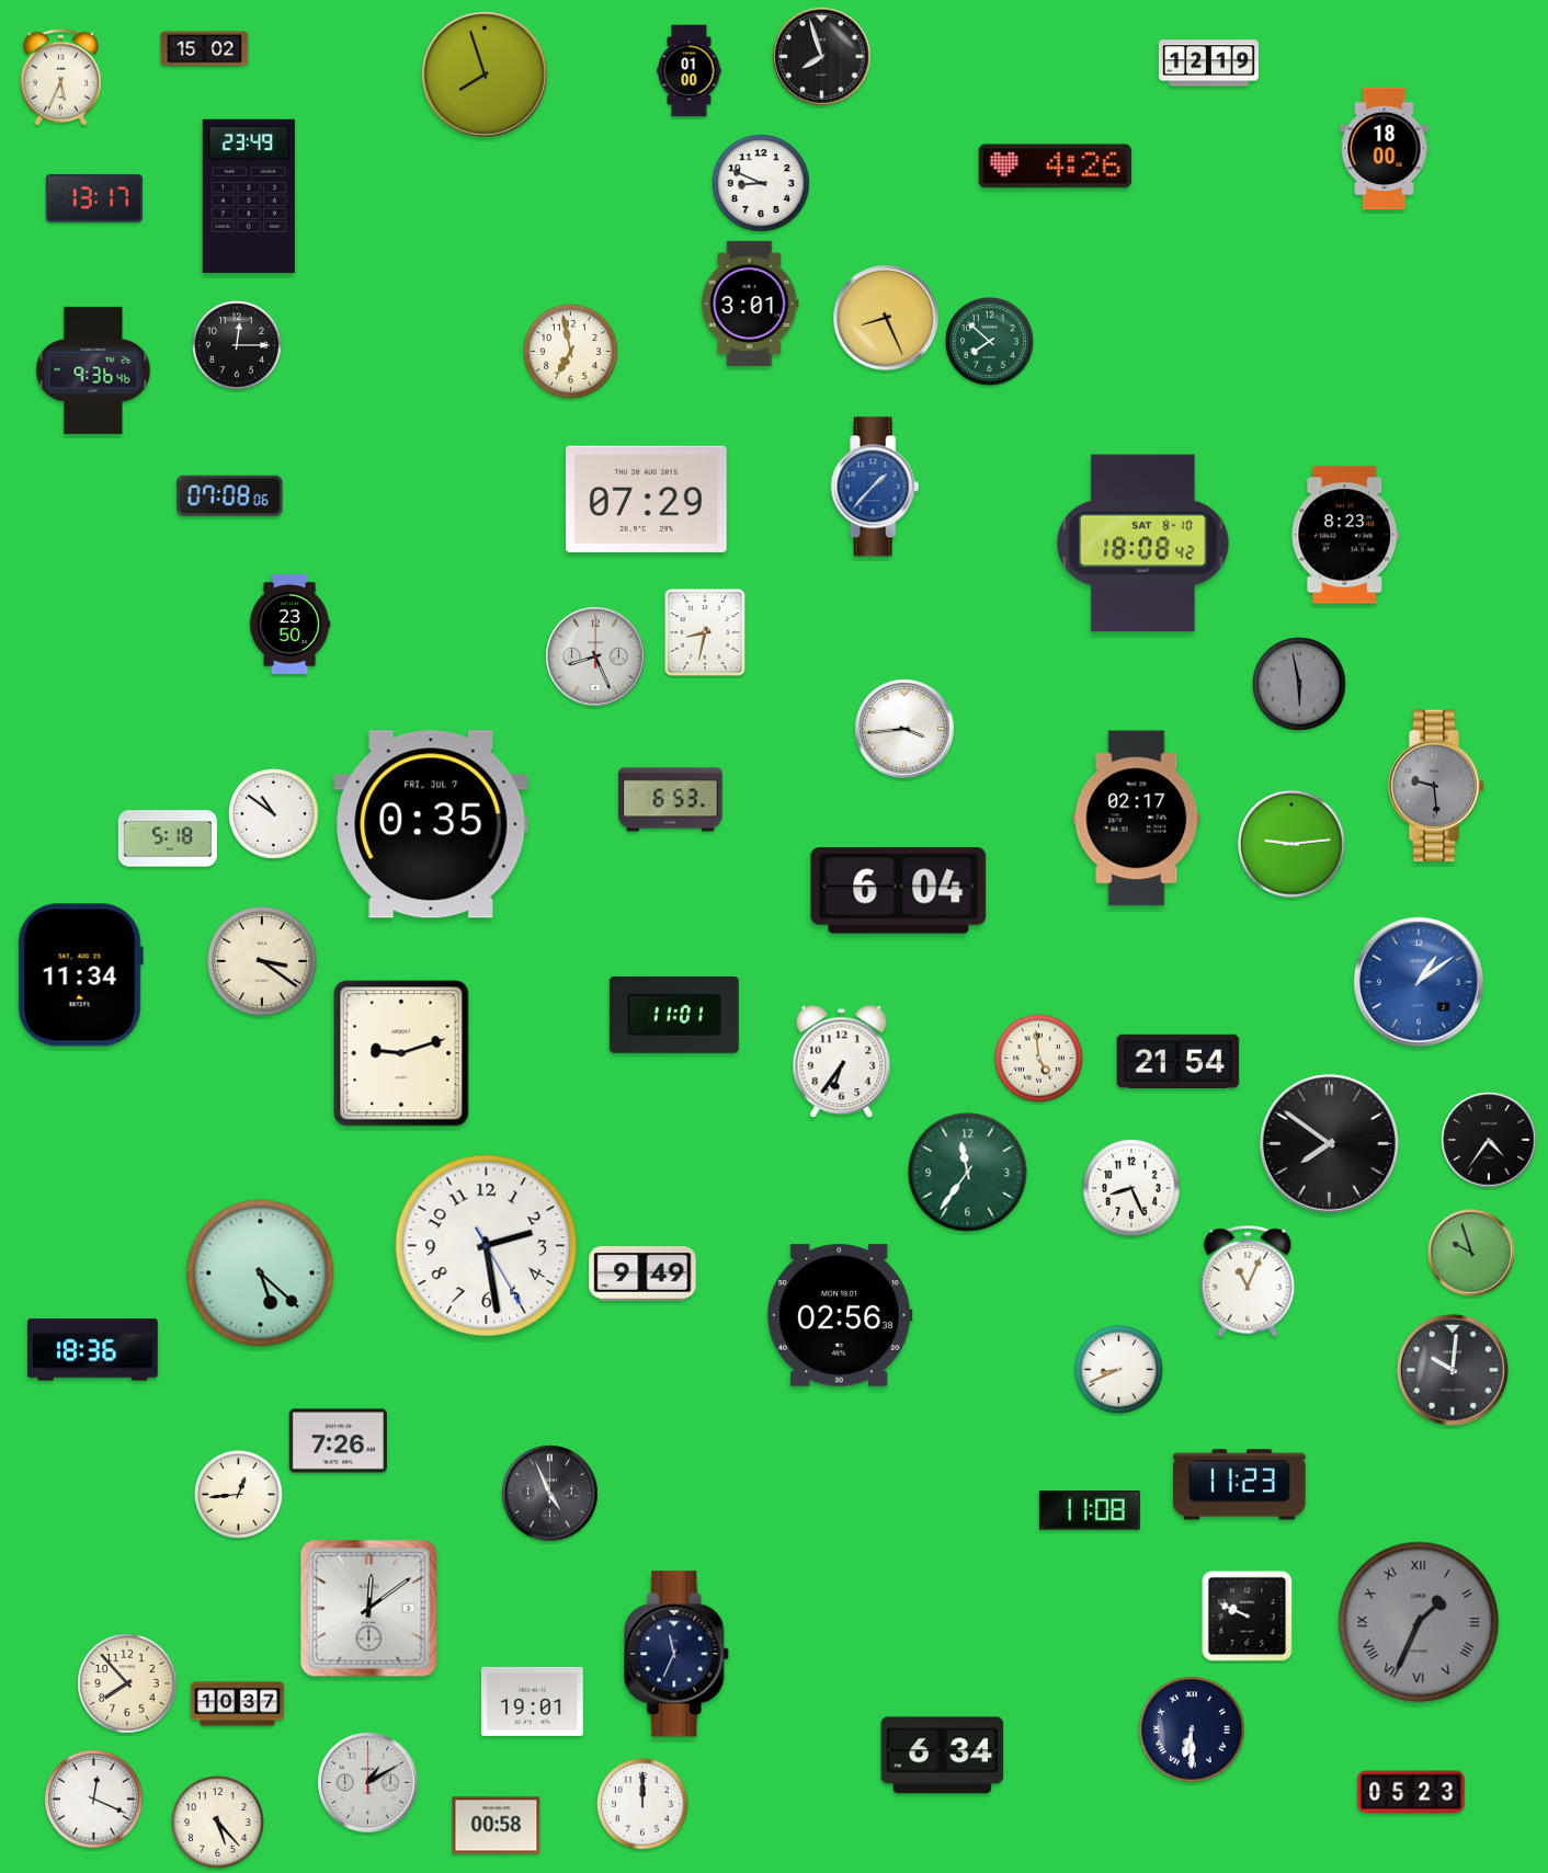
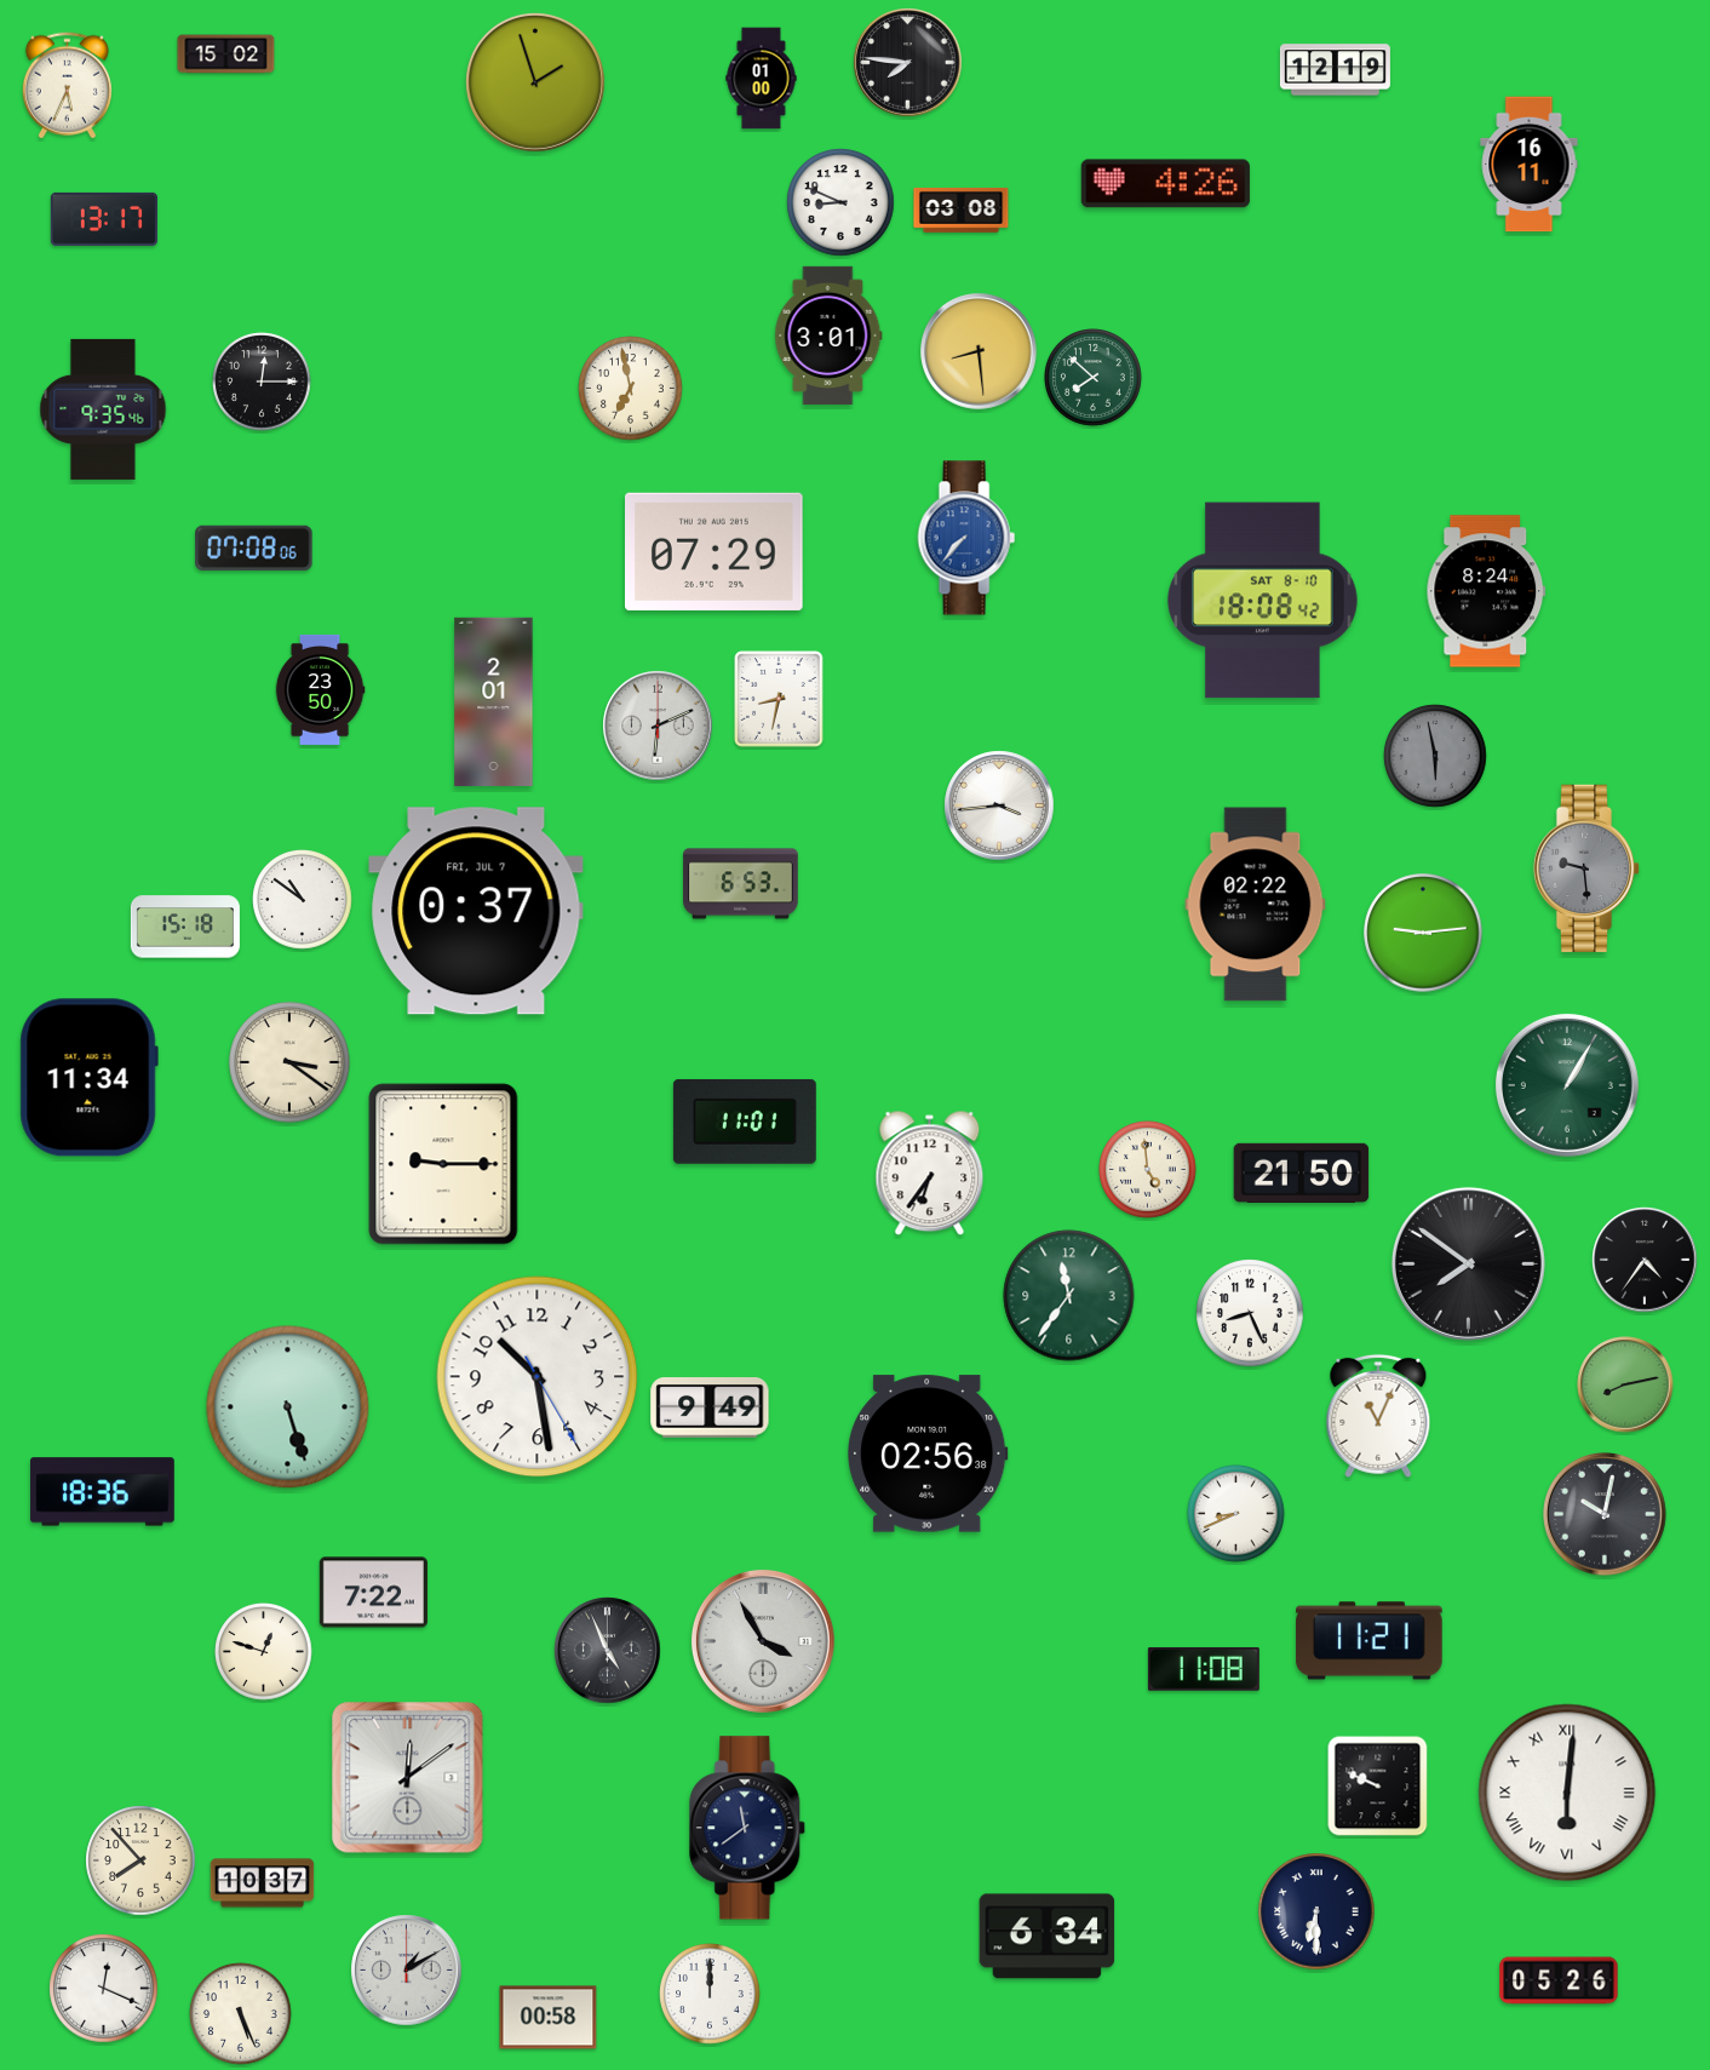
clock at (822, 57): 7:57 -> 7:46
clock at (485, 75): 7:57 -> 1:57
clock at (1385, 149): 18:00 -> 16:11
clock at (962, 210): none -> 03:08
clock at (249, 196): 23:49 -> none
clock at (886, 318): 8:26 -> 8:29
clock at (93, 370): 9:36 -> 9:35
clock at (875, 487): 1:37 -> 7:37
clock at (1345, 535): 8:23 -> 8:24
clock at (494, 701): none -> 2:01
clock at (595, 656): 8:26 -> 6:11
clock at (1137, 819): 02:17 -> 02:22
clock at (431, 824): 0:35 -> 0:37
clock at (168, 838): 5:18 -> 15:18
clock at (1291, 844) position: (1291, 844) -> (1423, 933)
clock at (899, 891): 6:04 -> none
clock at (1419, 982): 1:09 -> 1:05
clock at (1419, 982) dial: blue -> green
clock at (401, 1053): 9:12 -> 9:15
clock at (1179, 1061): 21:54 -> 21:50
clock at (487, 1246): 2:28 -> 10:28
clock at (1471, 1253): 9:57 -> 8:13
clock at (261, 1274): 5:22 -> 5:27
clock at (1454, 1371): 10:01 -> 10:02
clock at (338, 1441): 7:26 -> 7:22
clock at (763, 1641): none -> 3:55
clock at (1240, 1485): 11:23 -> 11:21
clock at (239, 1495): 12:44 -> 12:48
clock at (1419, 1622): 1:34 -> 6:01
clock at (1419, 1622) dial: grey -> white
clock at (678, 1654): 11:34 -> 11:39
clock at (533, 1701): 19:01 -> none
clock at (943, 1756) position: (943, 1756) -> (1048, 1937)
clock at (1411, 1792): 05:23 -> 05:26
clock at (218, 1823): 5:23 -> 5:26
